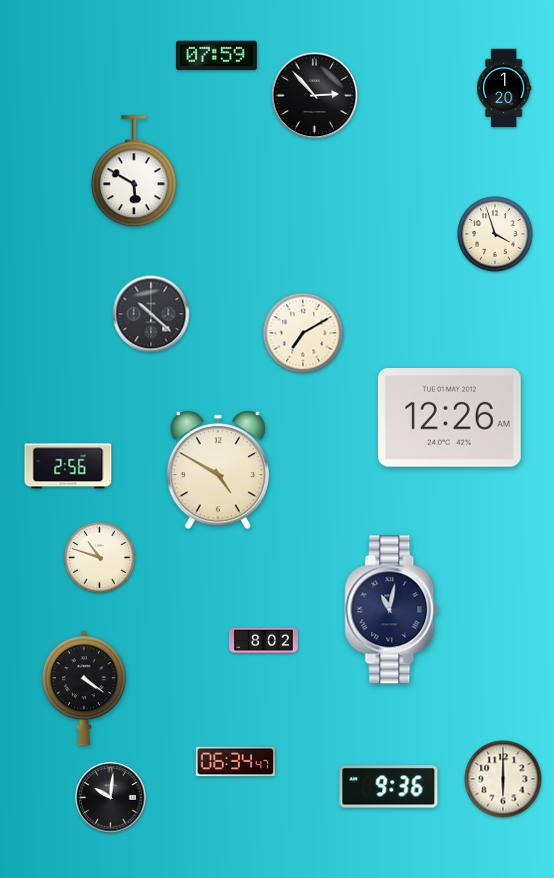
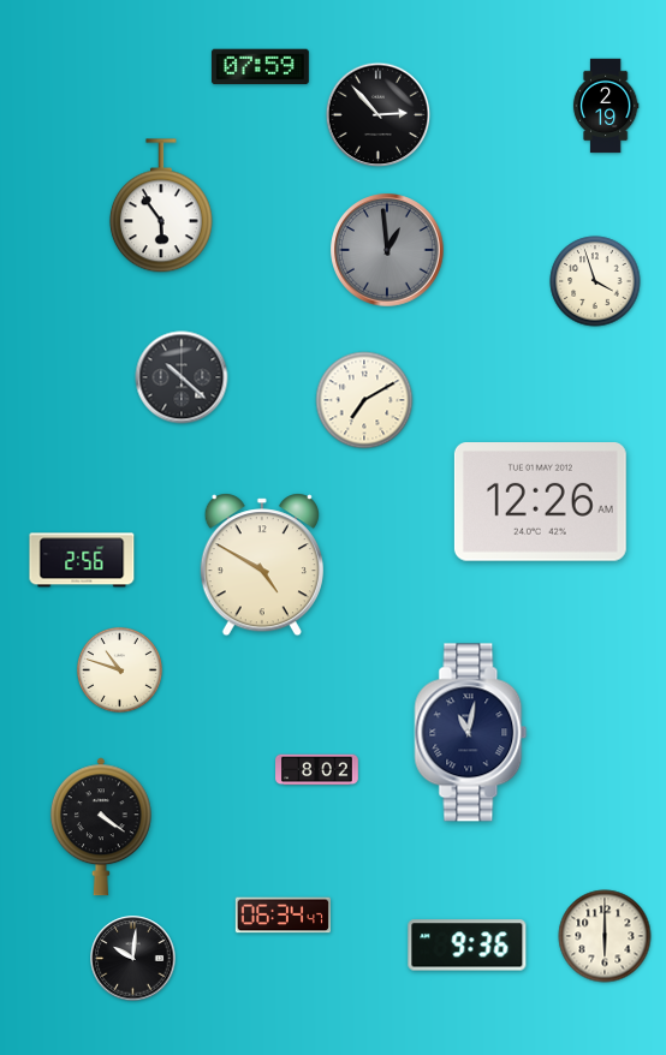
clock at (504, 88): 1:20 -> 2:19
clock at (134, 172): 5:50 -> 5:54
clock at (387, 250): none -> 12:59
